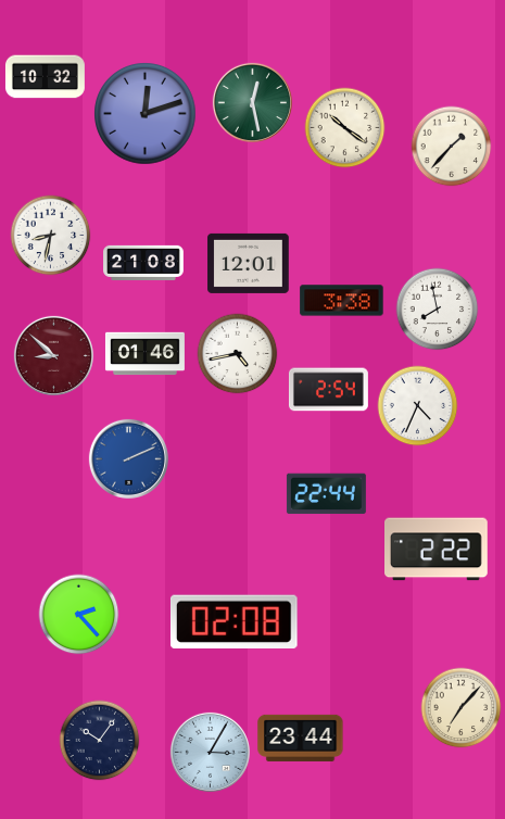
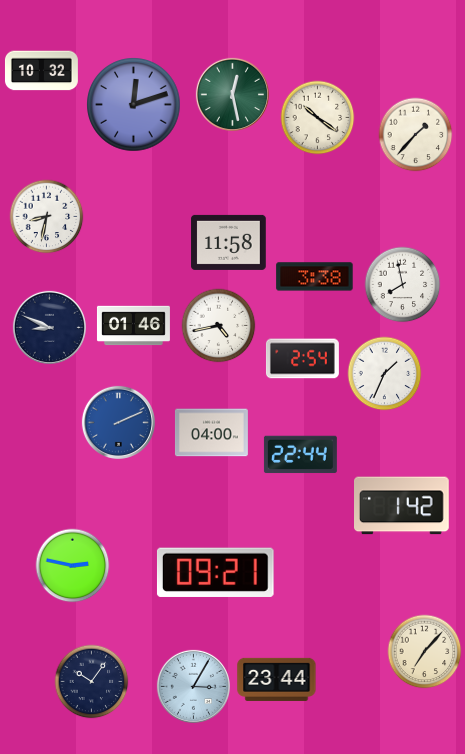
clock at (143, 262): 21:08 -> none
clock at (249, 263): 12:01 -> 11:58
clock at (53, 355): 8:52 -> 8:49
clock at (53, 355) dial: burgundy -> navy
clock at (418, 406): 4:34 -> 1:34
clock at (211, 433): none -> 04:00
clock at (437, 550): 2:22 -> 1:42
clock at (79, 615): 2:23 -> 2:47
clock at (233, 621): 02:08 -> 09:21
clock at (210, 752) position: (210, 752) -> (193, 686)
